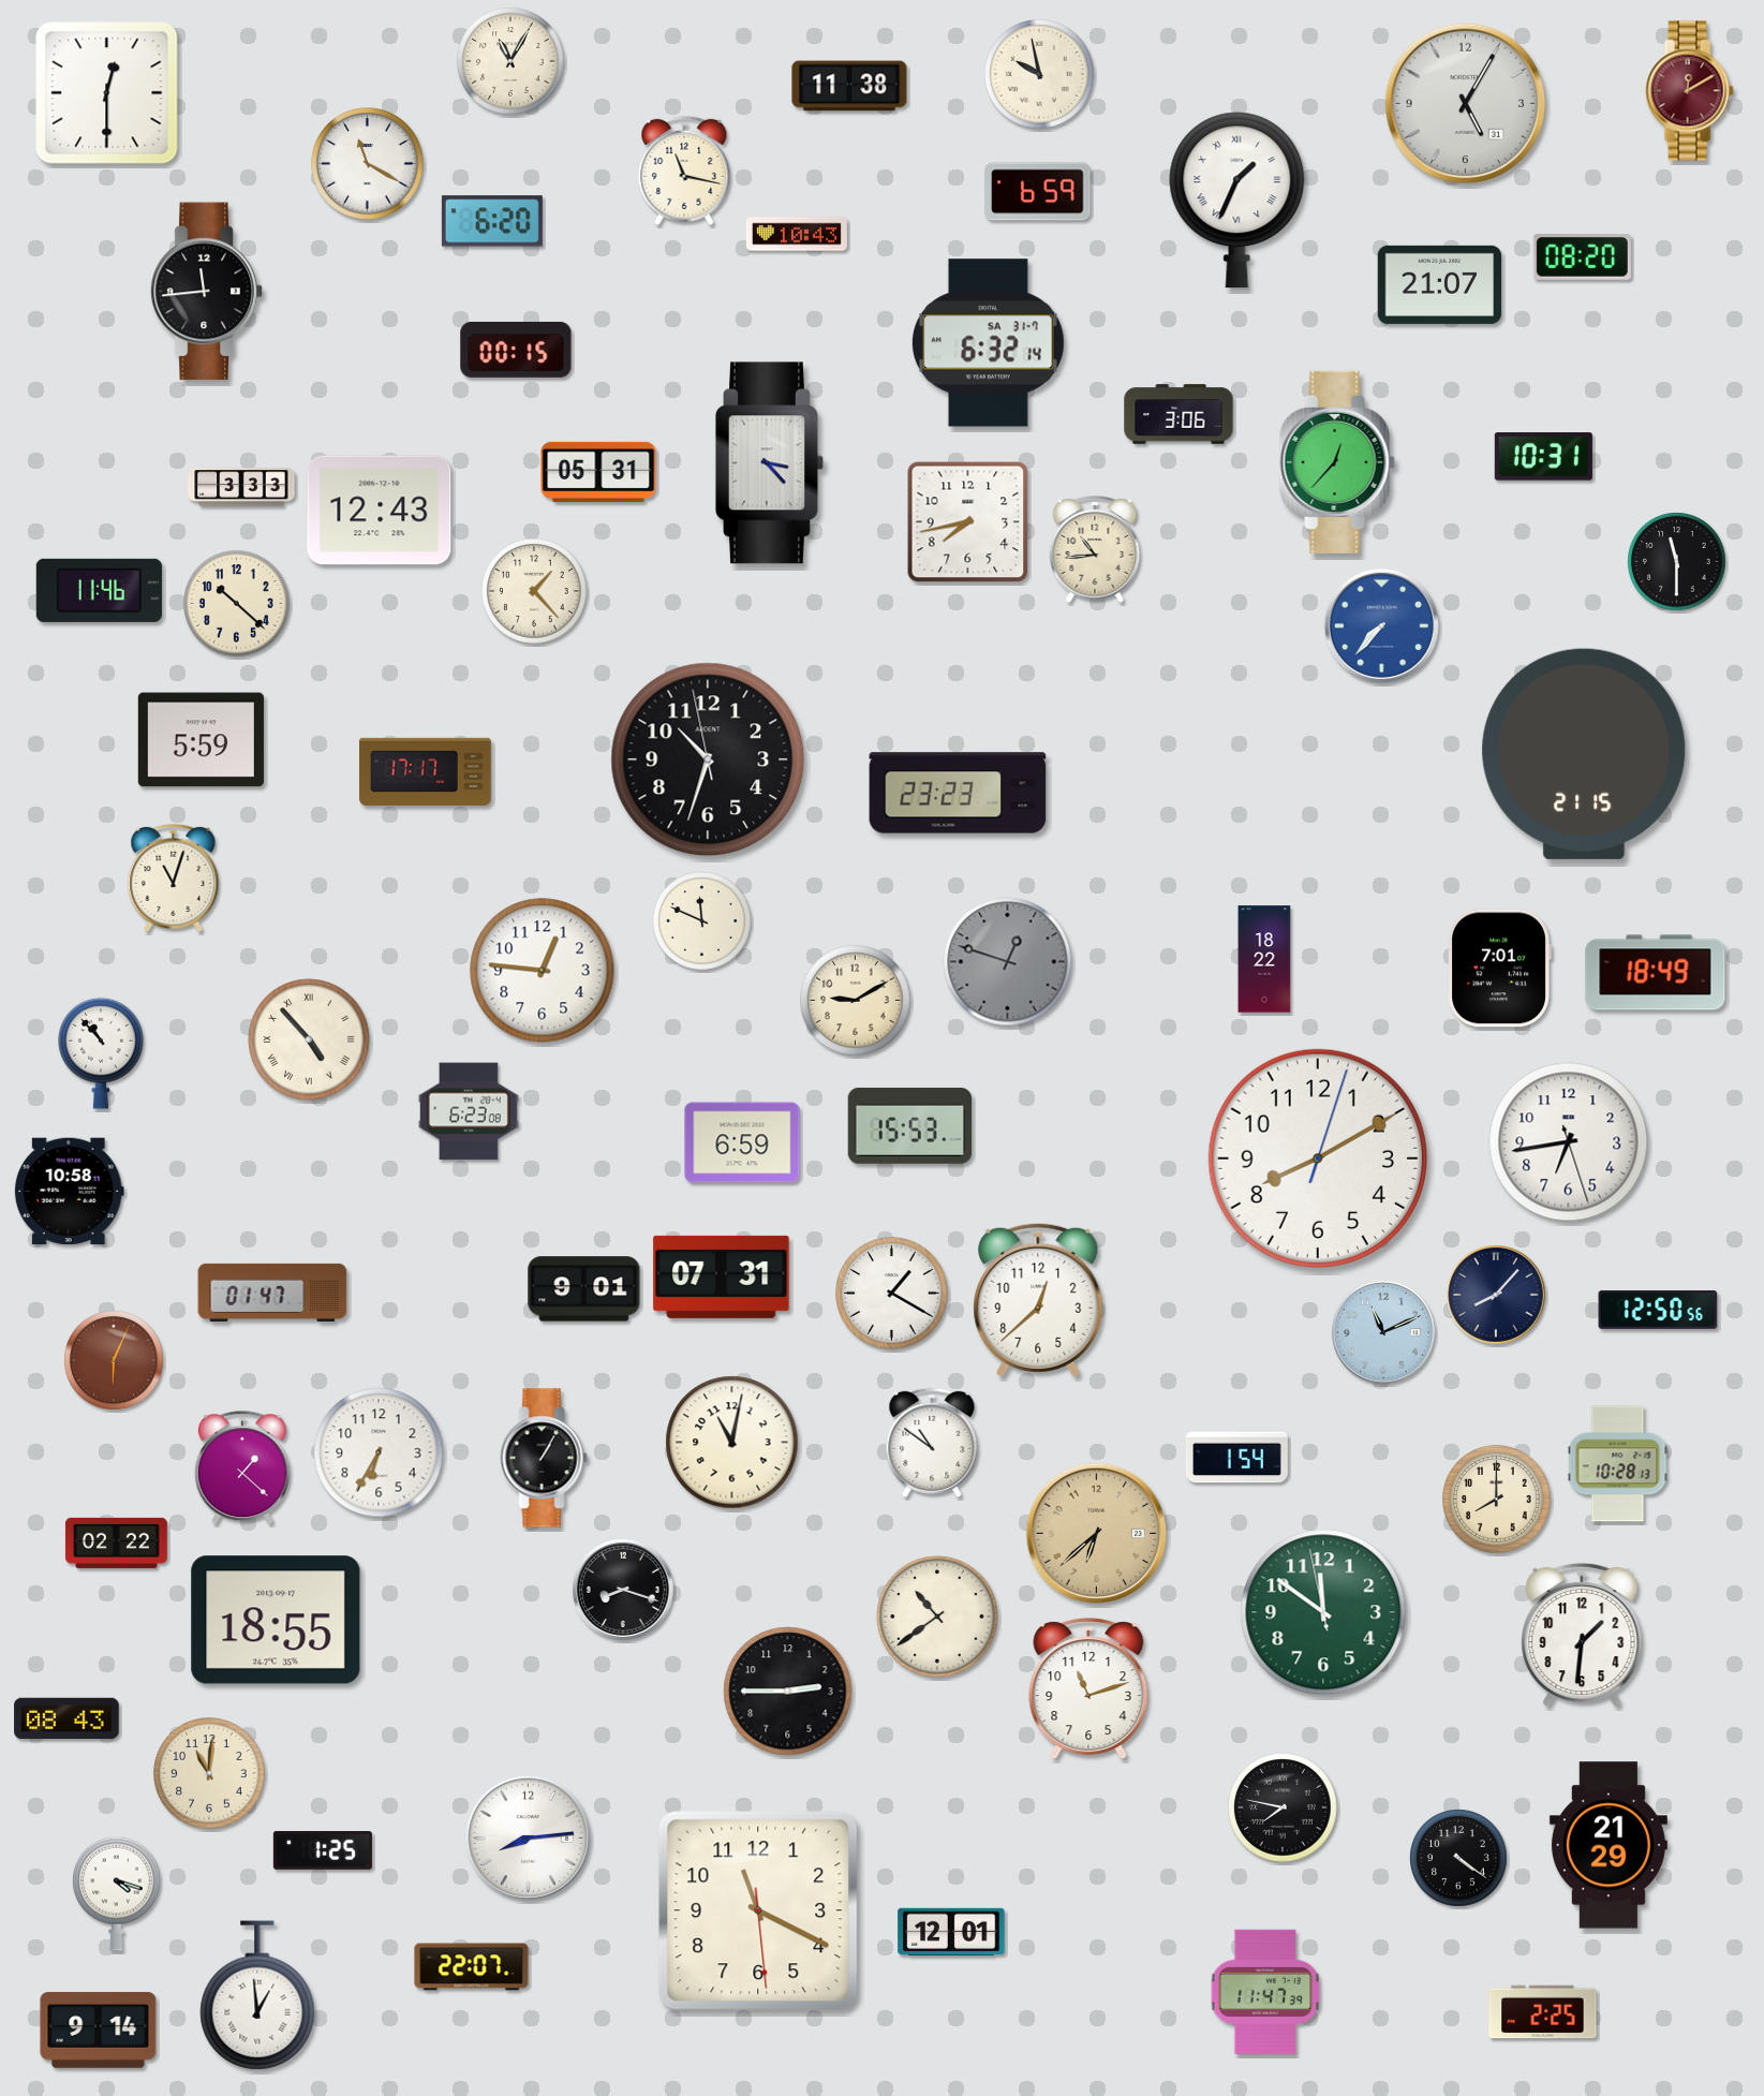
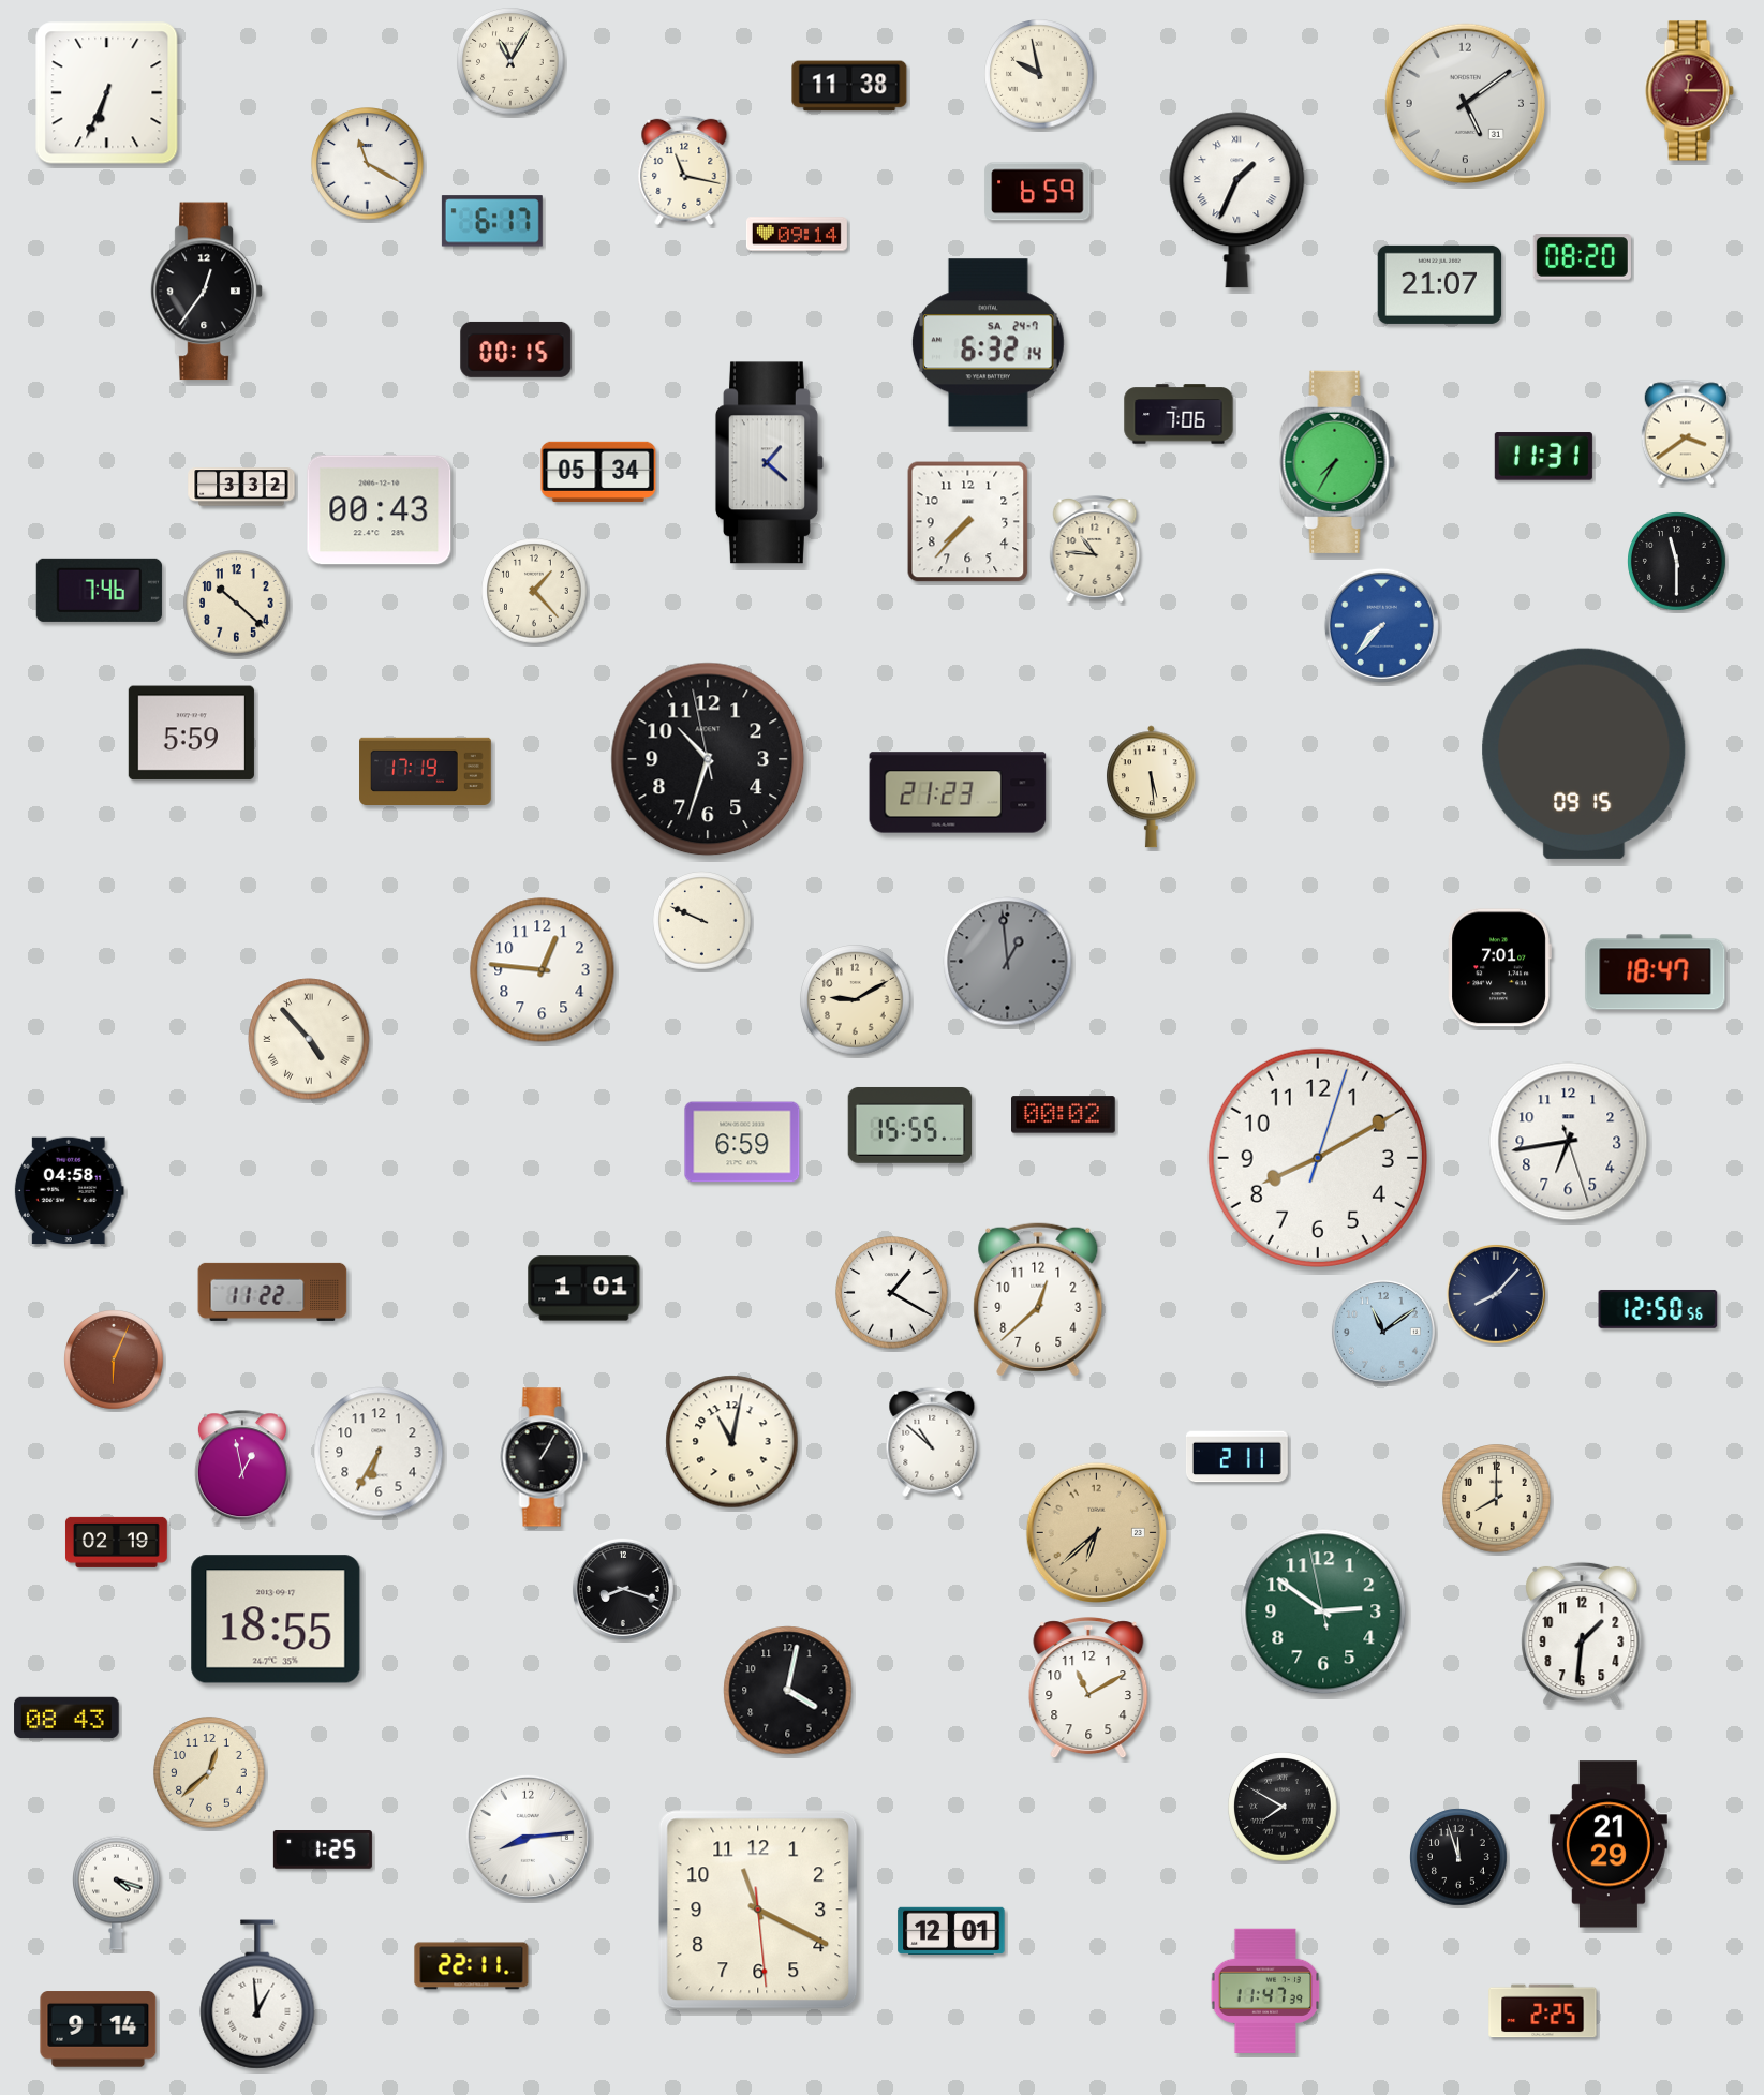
clock at (1689, 91): 12:10 -> 12:15
clock at (107, 93): 12:30 -> 6:34
clock at (1466, 104): 5:05 -> 5:09
clock at (492, 221): 6:20 -> 6:17
clock at (797, 234): 10:43 -> 09:14
clock at (207, 292): 11:44 -> 12:36
clock at (988, 343) date: SA 31-7 -> SA 24-7
clock at (1179, 414): 3:06 -> 7:06
clock at (1685, 432): none -> 3:39
clock at (1543, 457): 10:31 -> 11:31
clock at (1337, 462): 12:37 -> 7:35
clock at (769, 463): 3:23 -> 1:22
clock at (598, 472): 05:31 -> 05:34
clock at (241, 487): 3:33 -> 3:32
clock at (380, 511): 12:43 -> 00:43
clock at (968, 522): 7:43 -> 7:37
clock at (1095, 550): 10:44 -> 10:46
clock at (99, 590): 11:46 -> 7:46
clock at (201, 740) position: (201, 740) -> (191, 733)
clock at (1584, 754): 21:15 -> 09:15
clock at (426, 771): 17:17 -> 17:19
clock at (1151, 787): none -> 5:29
clock at (958, 793): 23:23 -> 21:23
clock at (174, 877): 11:03 -> none
clock at (702, 921): 11:49 -> 9:49
clock at (1264, 959): 18:22 -> none
clock at (1008, 962): 12:48 -> 12:59
clock at (1656, 973): 18:49 -> 18:47
clock at (101, 1053): 10:53 -> none
clock at (469, 1111): 6:23 -> none
clock at (1064, 1115): none -> 00:02
clock at (910, 1125): 15:53 -> 15:55
clock at (69, 1192): 10:58 -> 04:58
clock at (722, 1276): 07:31 -> none
clock at (584, 1289): 9:01 -> 1:01
clock at (272, 1293): 01:47 -> 11:22
clock at (1383, 1332): 11:11 -> 11:09
clock at (932, 1443): 10:51 -> 10:52
clock at (1236, 1458): 1:54 -> 2:11
clock at (1618, 1464): 10:28 -> none
clock at (242, 1468): 1:22 -> 12:58
clock at (116, 1543): 02:22 -> 02:19
clock at (1323, 1612): 11:50 -> 2:50
clock at (937, 1617): 10:39 -> none
clock at (1088, 1689): 11:12 -> 11:10
clock at (788, 1692): 2:45 -> 4:02
clock at (209, 1773): 11:01 -> 12:38
clock at (1283, 1807): 7:47 -> 7:50
clock at (1459, 1859): 4:21 -> 11:57
clock at (472, 1967): 22:07 -> 22:11
